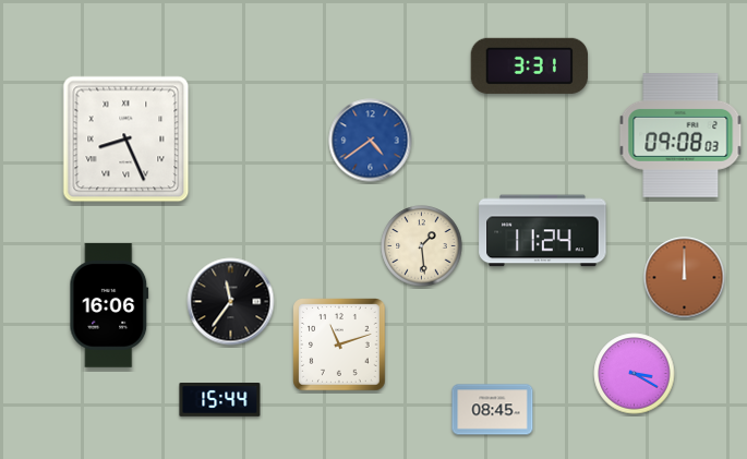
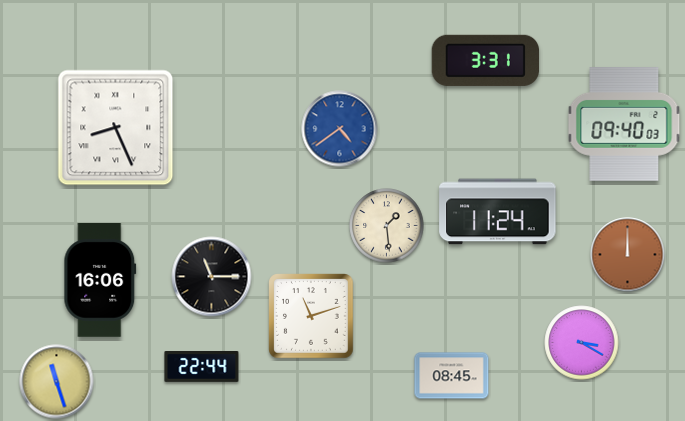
clock at (680, 136): 09:08 -> 09:40
clock at (231, 302): 11:36 -> 11:15
clock at (220, 400): 15:44 -> 22:44
clock at (57, 382): none -> 11:27
